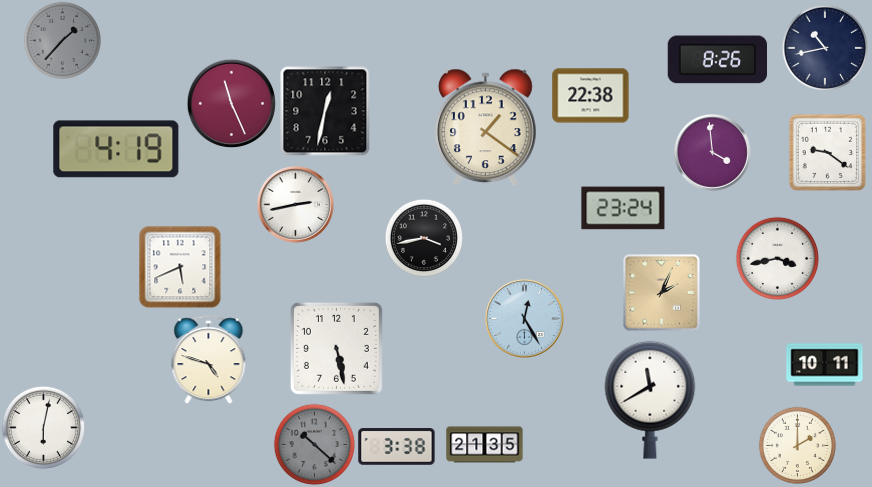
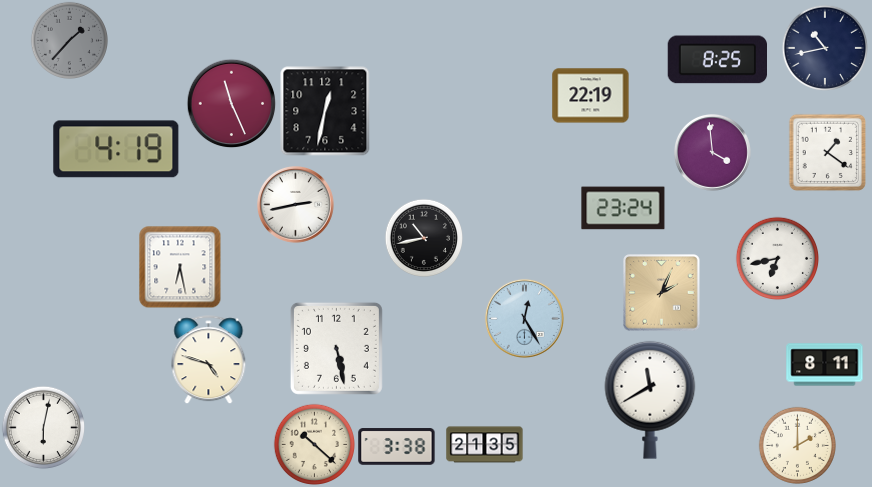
clock at (62, 40) position: (62, 40) -> (69, 40)
clock at (717, 60): 8:26 -> 8:25
clock at (591, 96): 22:38 -> 22:19
clock at (486, 128): 1:21 -> none
clock at (827, 152): 9:21 -> 1:21
clock at (423, 237): 3:43 -> 10:43
clock at (777, 258): 3:43 -> 6:43
clock at (180, 267): 5:41 -> 6:28
clock at (825, 365): 10:11 -> 8:11
clock at (314, 444) dial: grey -> cream
